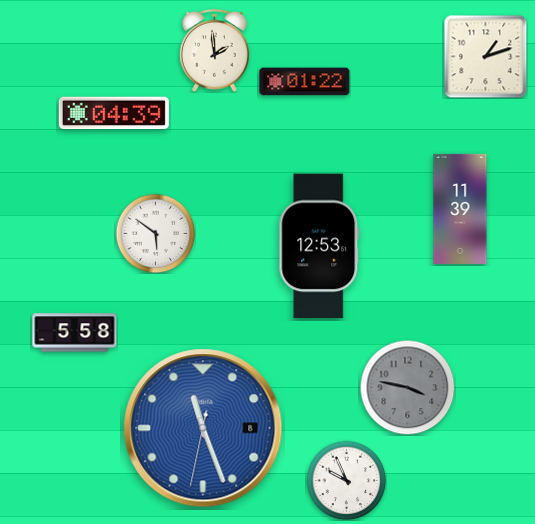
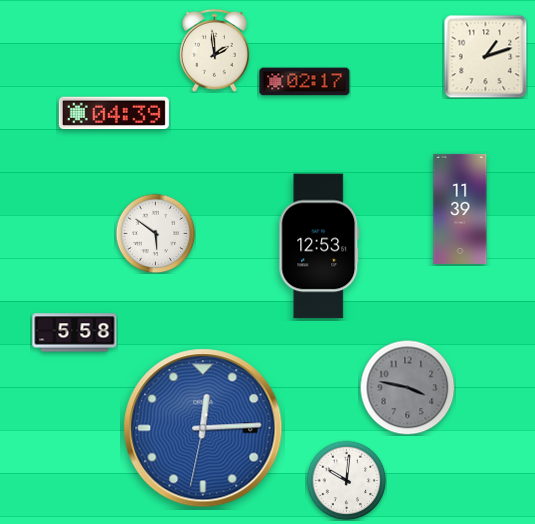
clock at (305, 82): 01:22 -> 02:17
clock at (203, 428): 11:26 -> 12:14
clock at (346, 480): 9:56 -> 10:01
